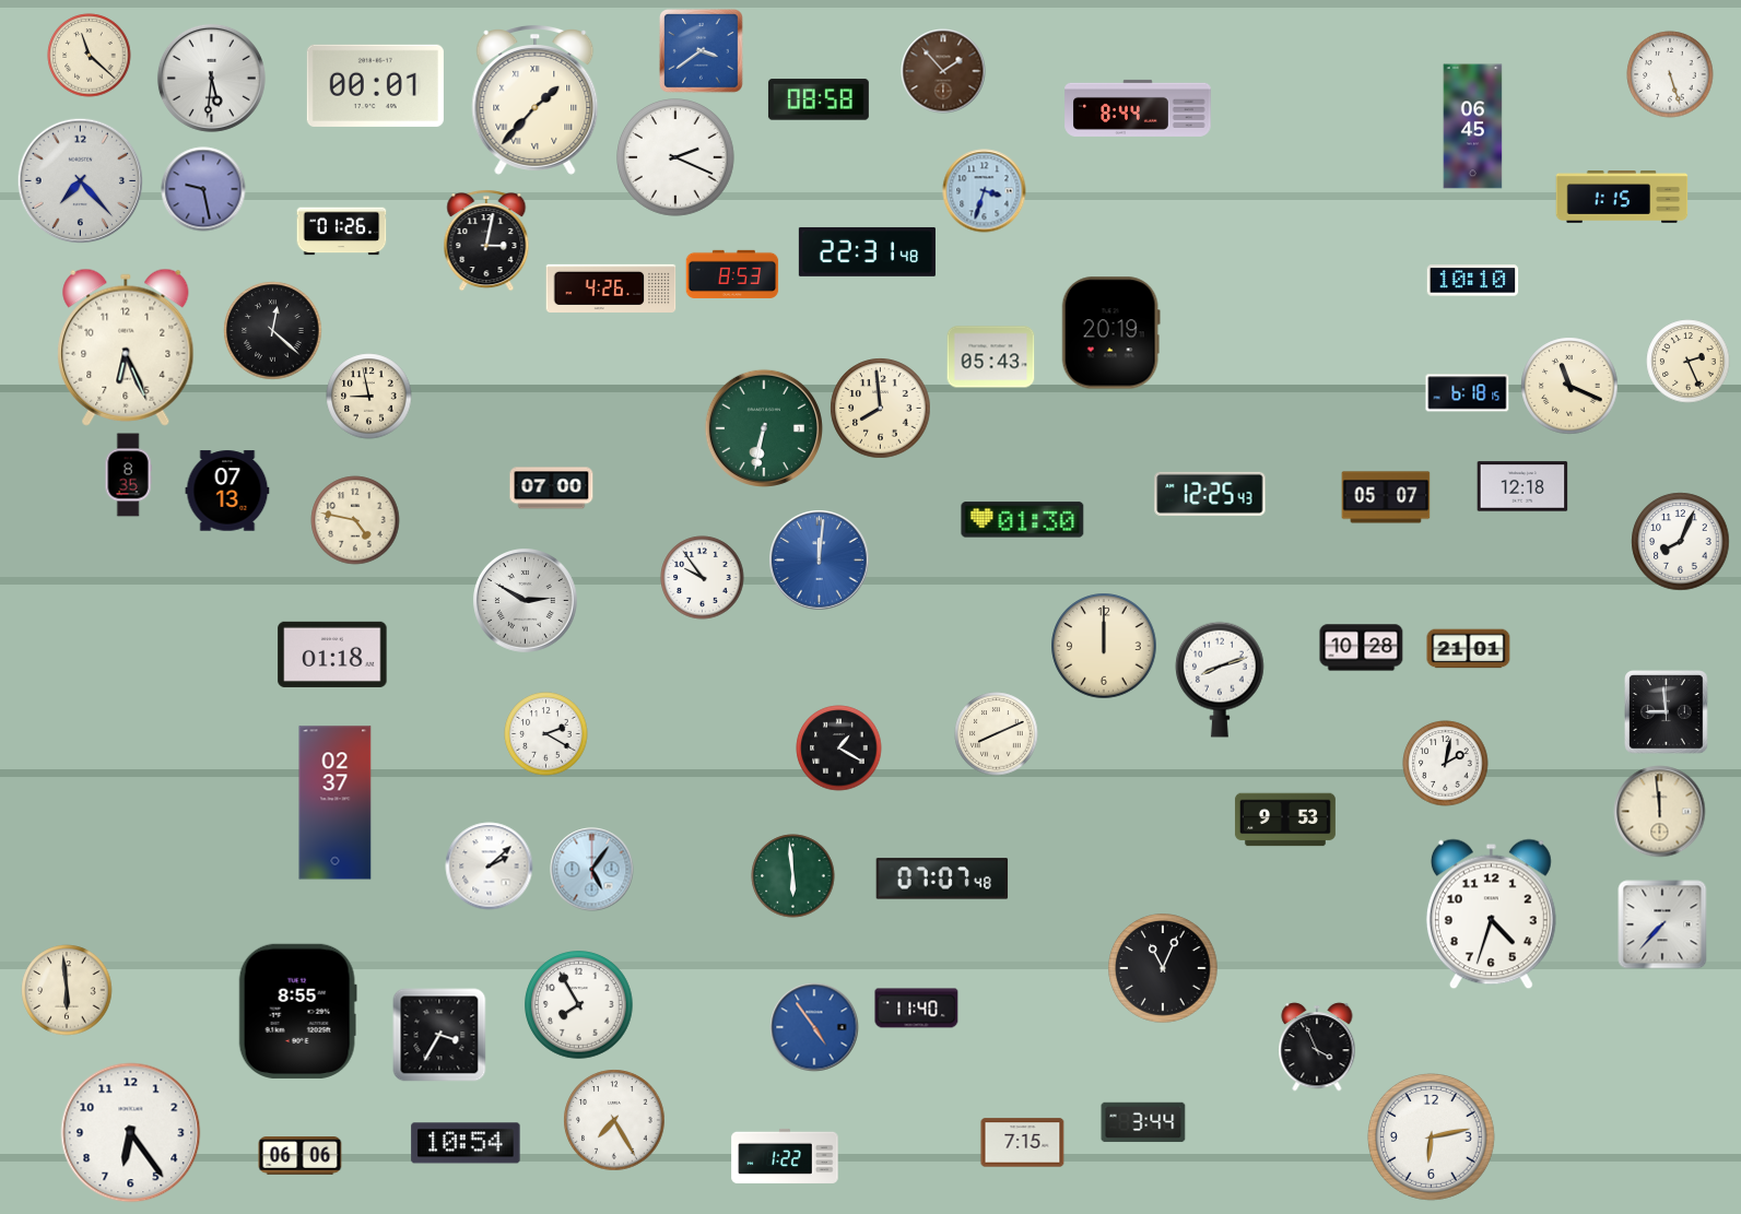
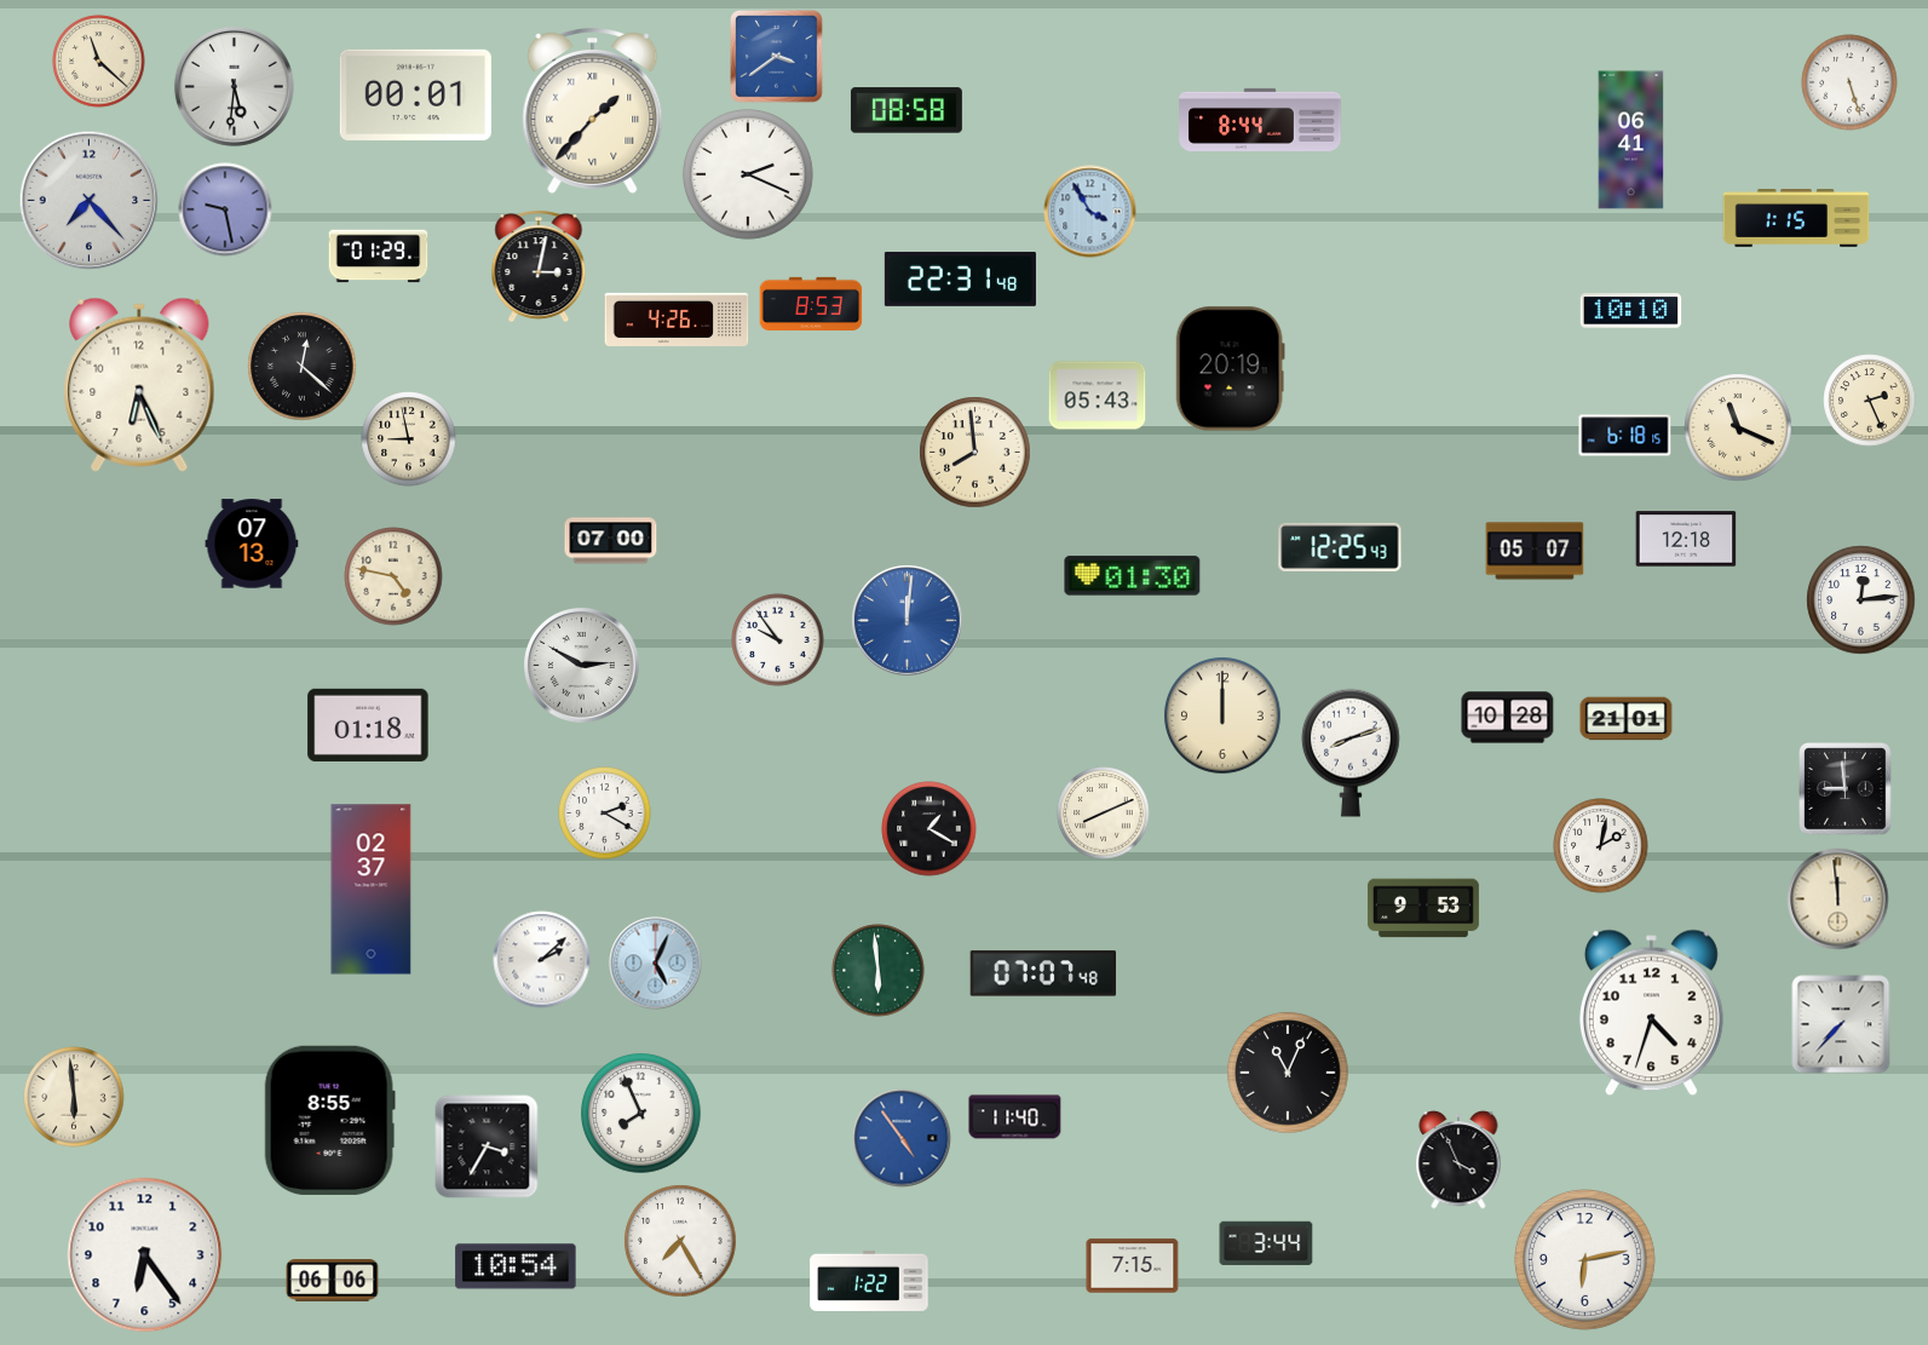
clock at (943, 71): 1:53 -> none
clock at (1473, 127): 06:45 -> 06:41
clock at (985, 191): 3:33 -> 3:55
clock at (342, 232): 01:26 -> 01:29
clock at (764, 428): 6:32 -> none
clock at (128, 475): 8:35 -> none
clock at (1681, 542): 8:04 -> 12:14
clock at (592, 870): 5:06 -> 5:04
clock at (579, 1005): 7:55 -> 7:56
